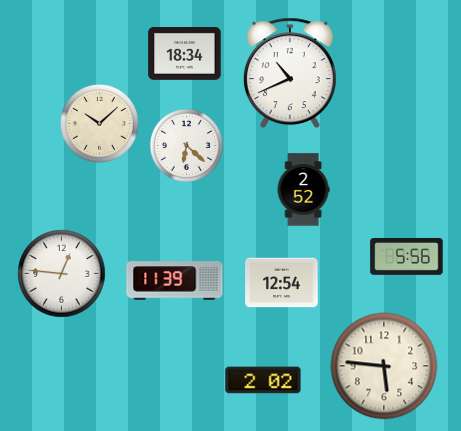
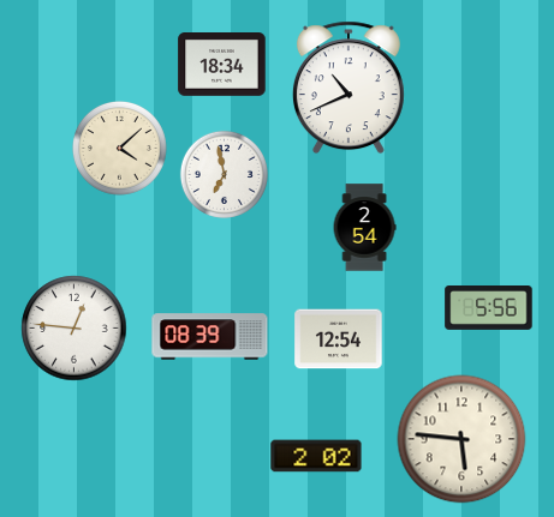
clock at (99, 123): 10:08 -> 4:08
clock at (186, 145): 6:22 -> 6:58
clock at (303, 190): 2:52 -> 2:54
clock at (175, 281): 11:39 -> 08:39
